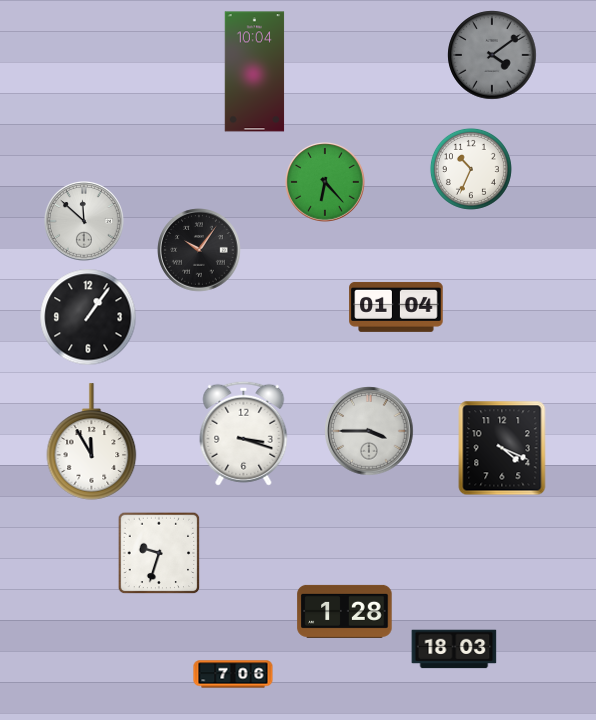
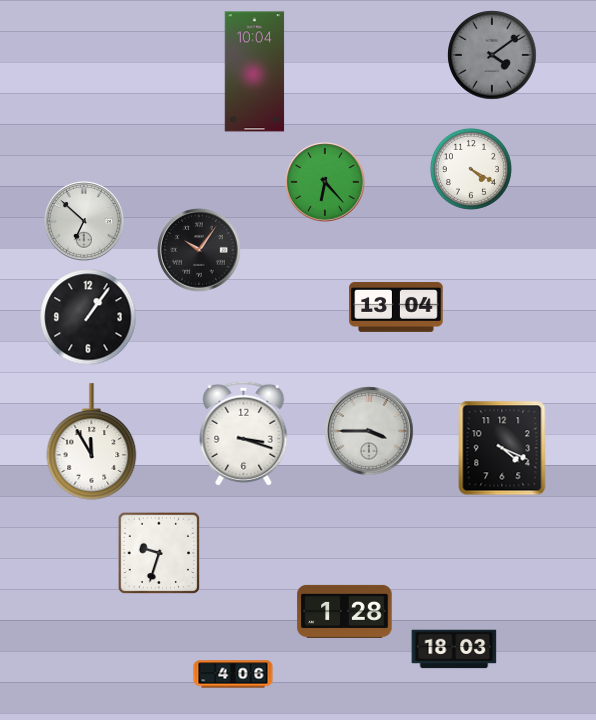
clock at (471, 169): 10:34 -> 4:20
clock at (85, 222): 11:52 -> 6:52
clock at (396, 307): 01:04 -> 13:04
clock at (233, 674): 7:06 -> 4:06
